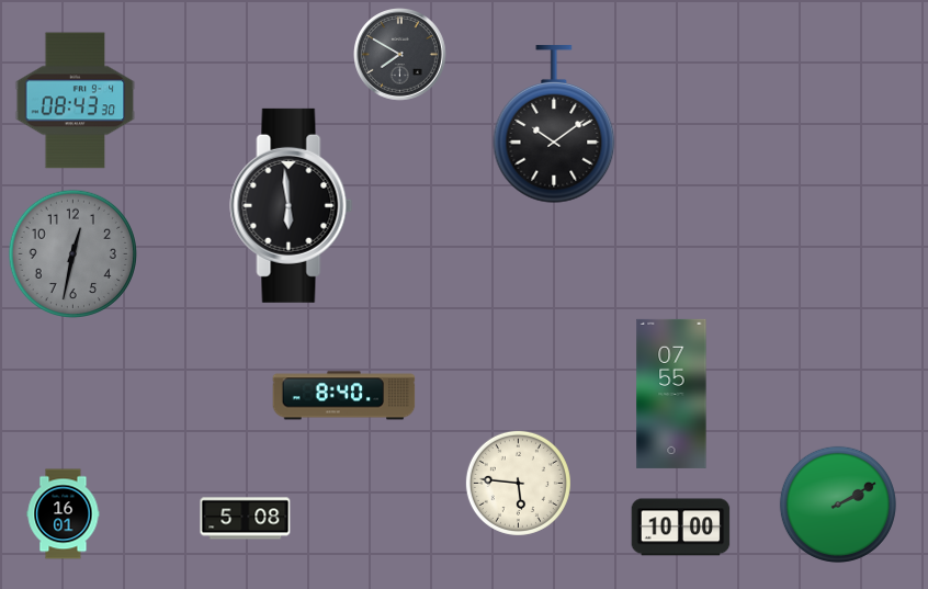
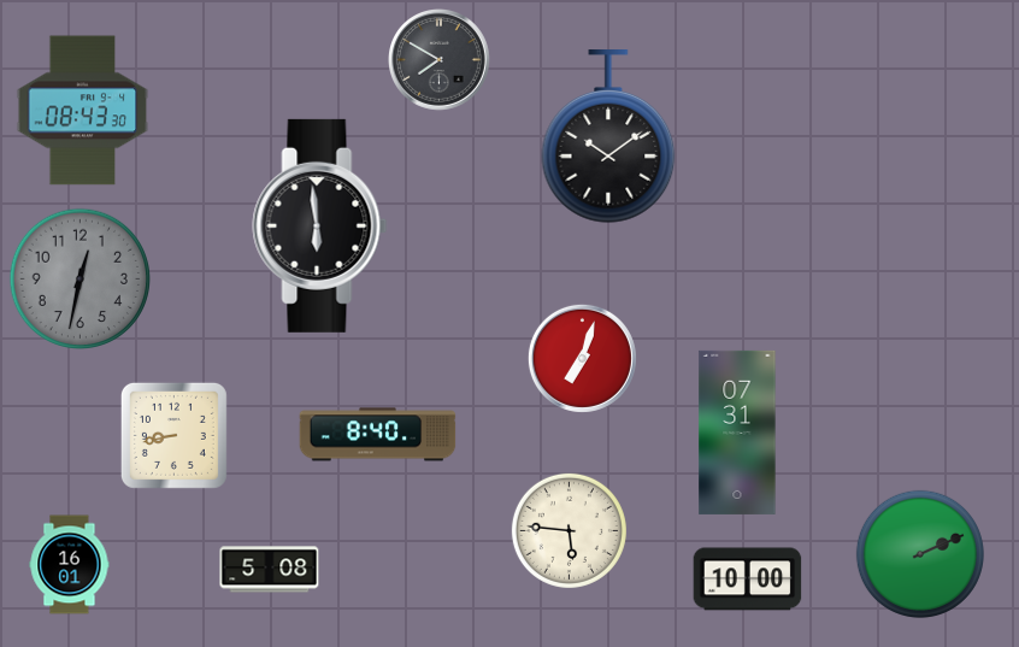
clock at (582, 358): none -> 7:03
clock at (671, 394): 07:55 -> 07:31
clock at (173, 435): none -> 8:43
clock at (838, 505): 2:10 -> 2:11
